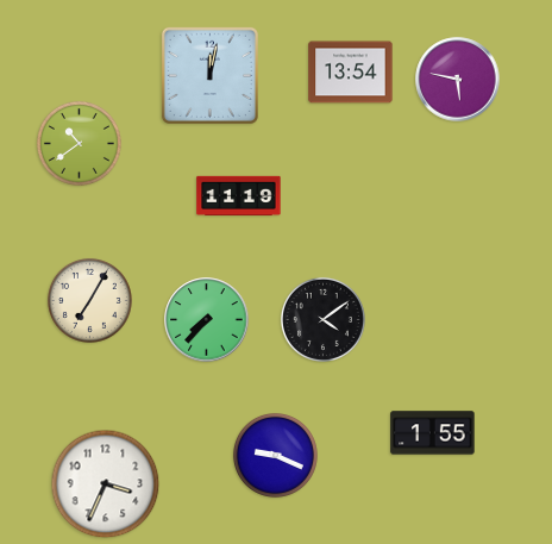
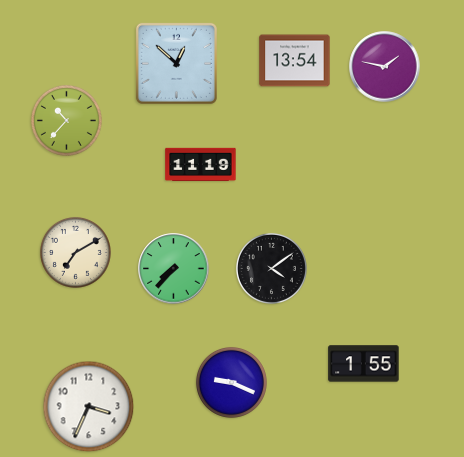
clock at (209, 75): 12:02 -> 12:52
clock at (458, 80): 5:47 -> 1:47
clock at (79, 143): 10:39 -> 10:37
clock at (89, 300): 7:05 -> 7:10
